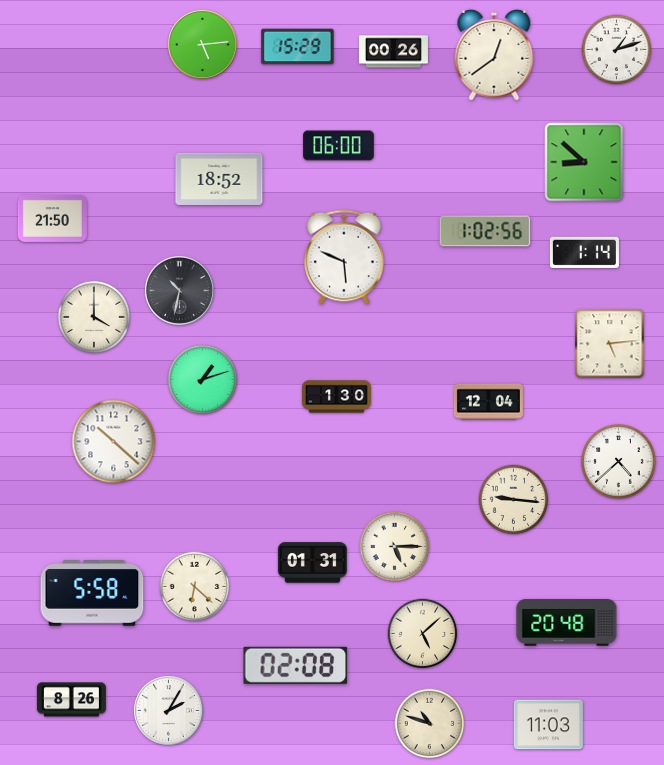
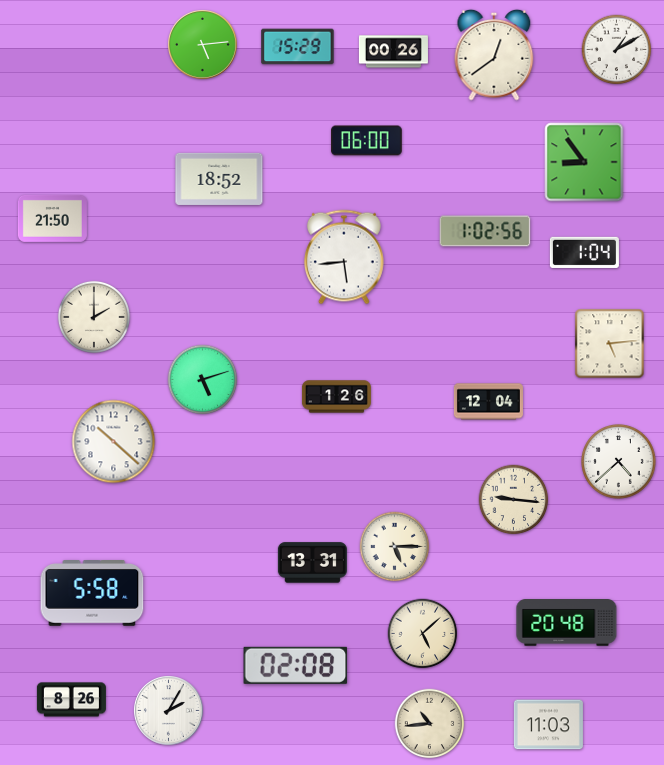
clock at (617, 50): 1:12 -> 1:10
clock at (339, 146) position: (339, 146) -> (367, 141)
clock at (584, 162): 8:52 -> 8:54
clock at (584, 252): 1:14 -> 1:04
clock at (344, 257): 5:49 -> 5:44
clock at (180, 291): 10:32 -> none
clock at (94, 317): 4:00 -> 2:00
clock at (203, 380): 1:12 -> 5:12
clock at (336, 397): 1:30 -> 1:26
clock at (312, 563): 01:31 -> 13:31
clock at (195, 587): 6:22 -> none
clock at (430, 724): 10:48 -> 10:44
